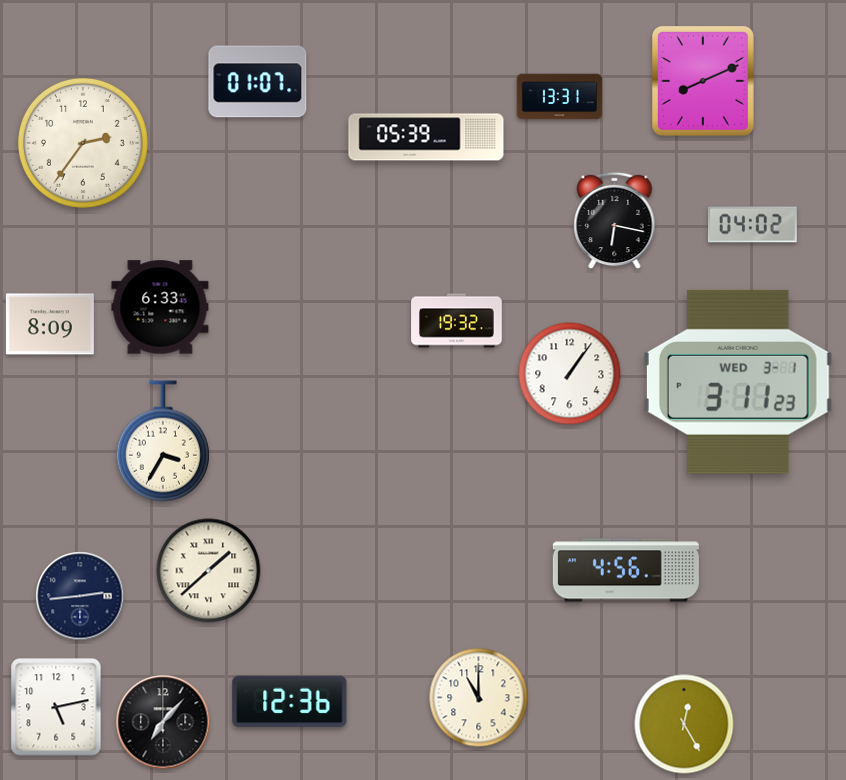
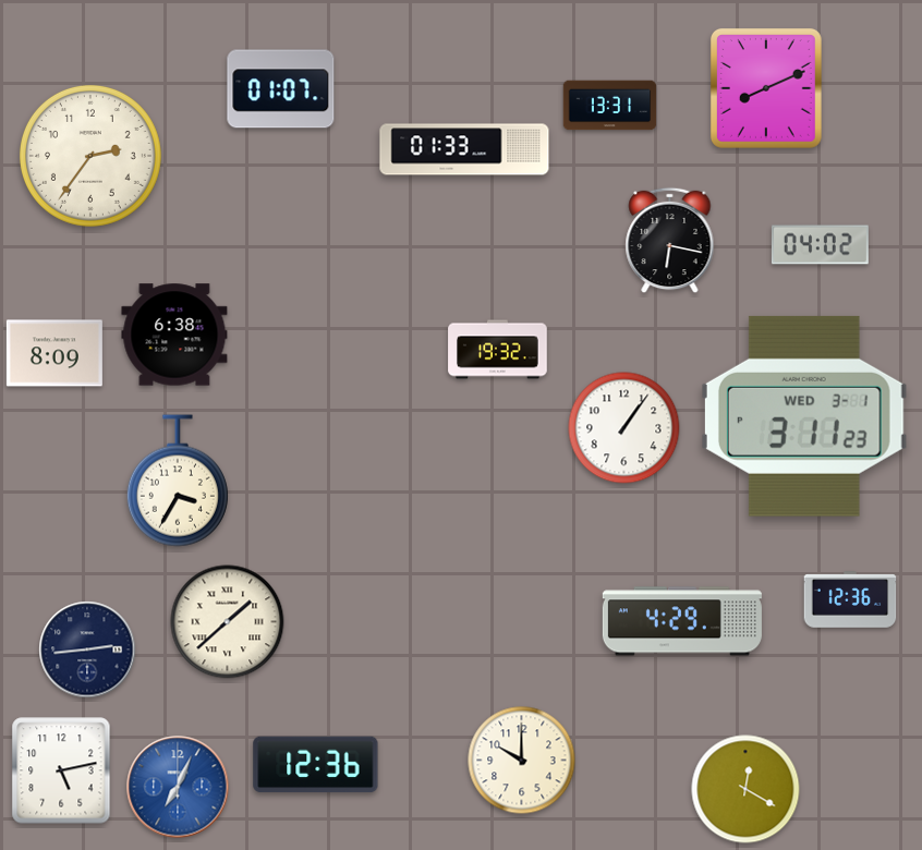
clock at (426, 137): 05:39 -> 01:33
clock at (160, 307): 6:33 -> 6:38
clock at (570, 374) position: (570, 374) -> (624, 428)
clock at (850, 599): none -> 12:36
clock at (626, 570): 4:56 -> 4:29
clock at (479, 698): 11:00 -> 10:00
clock at (163, 722): 7:07 -> 7:04
clock at (163, 722) dial: black -> blue
clock at (684, 724): 12:25 -> 12:20
